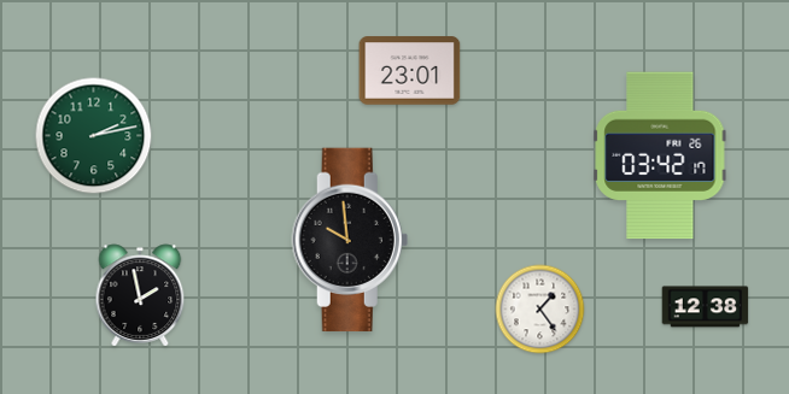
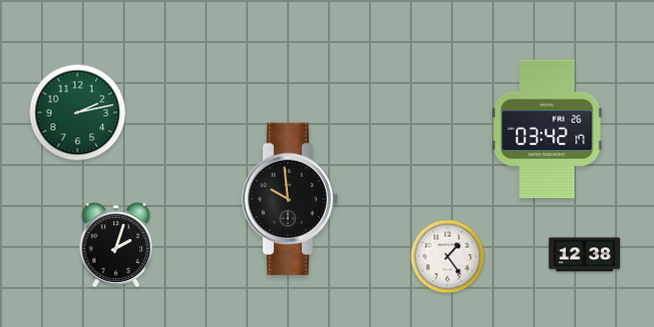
clock at (410, 71): 23:01 -> none
clock at (140, 295): 1:58 -> 2:03
